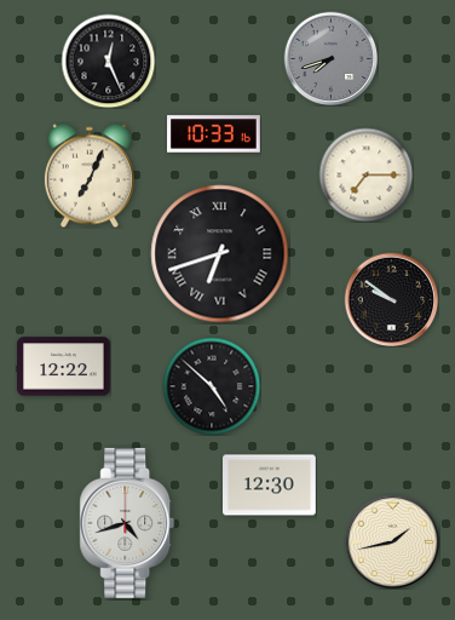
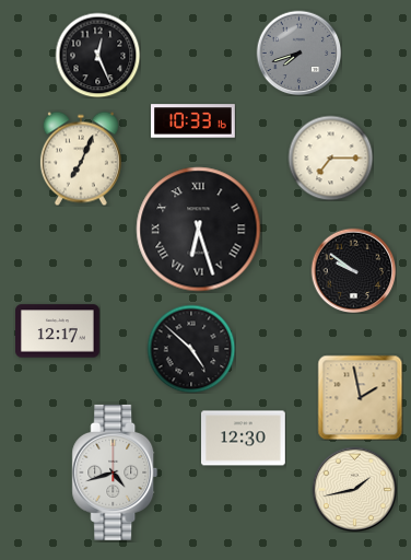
clock at (220, 254): 6:42 -> 6:27
clock at (64, 367): 12:22 -> 12:17
clock at (360, 397): none -> 1:58
